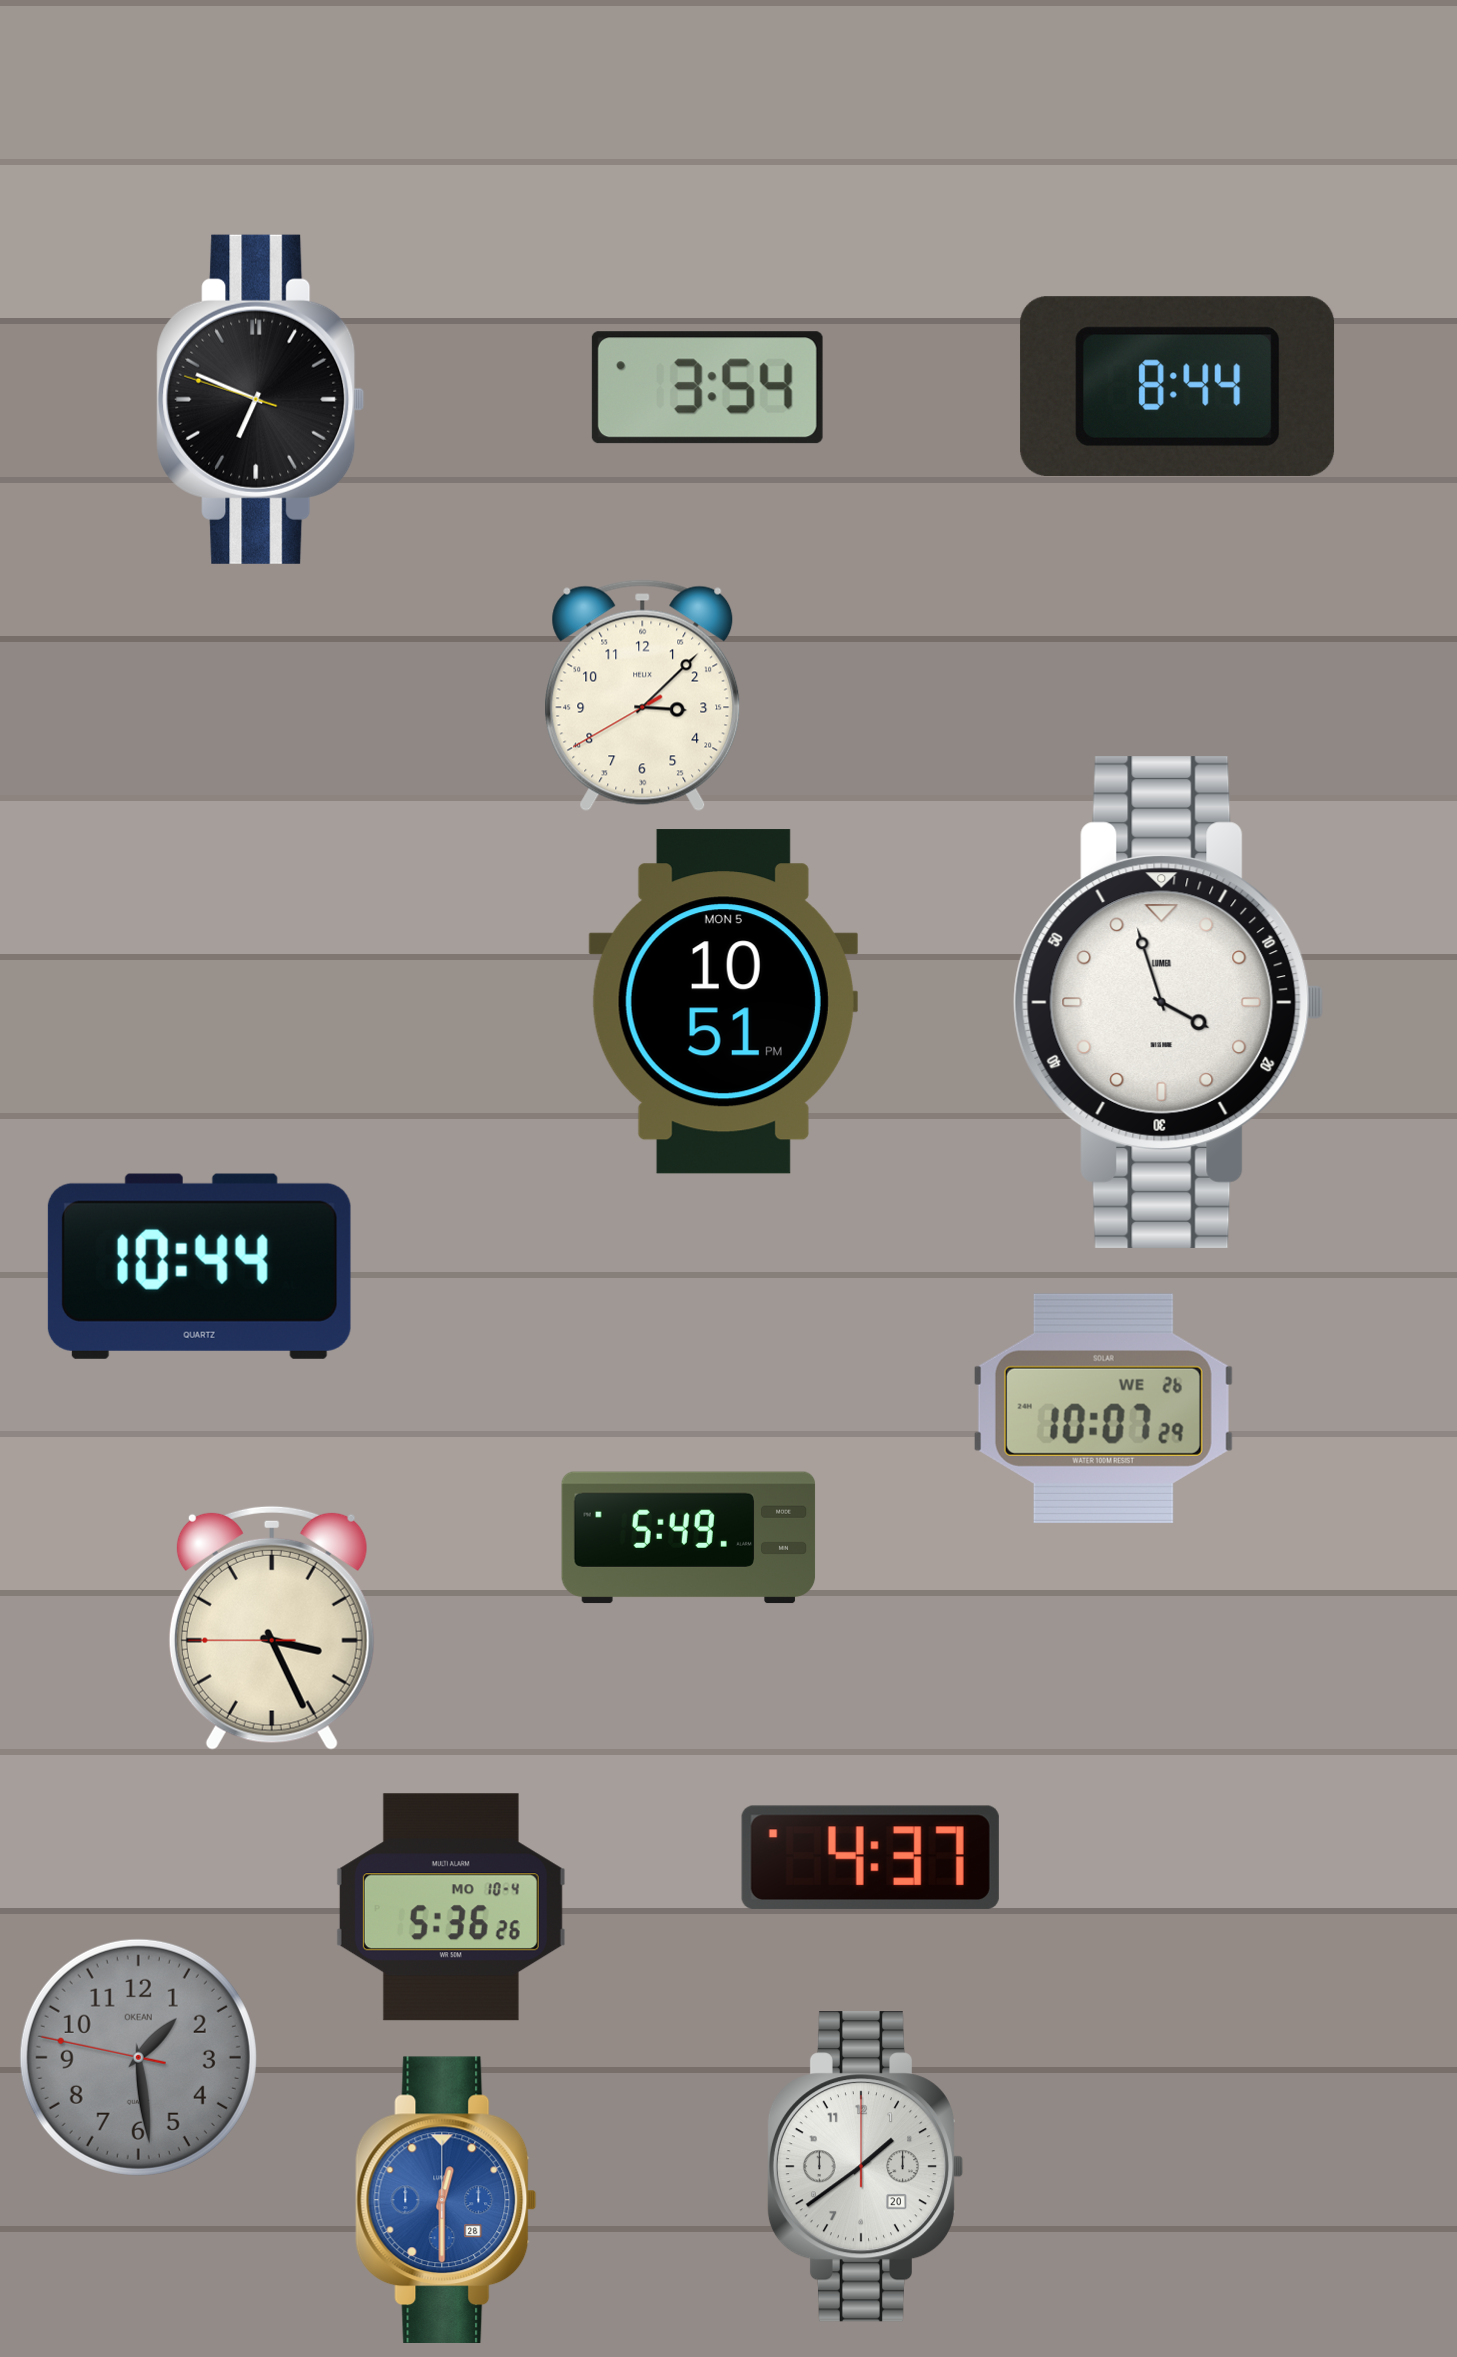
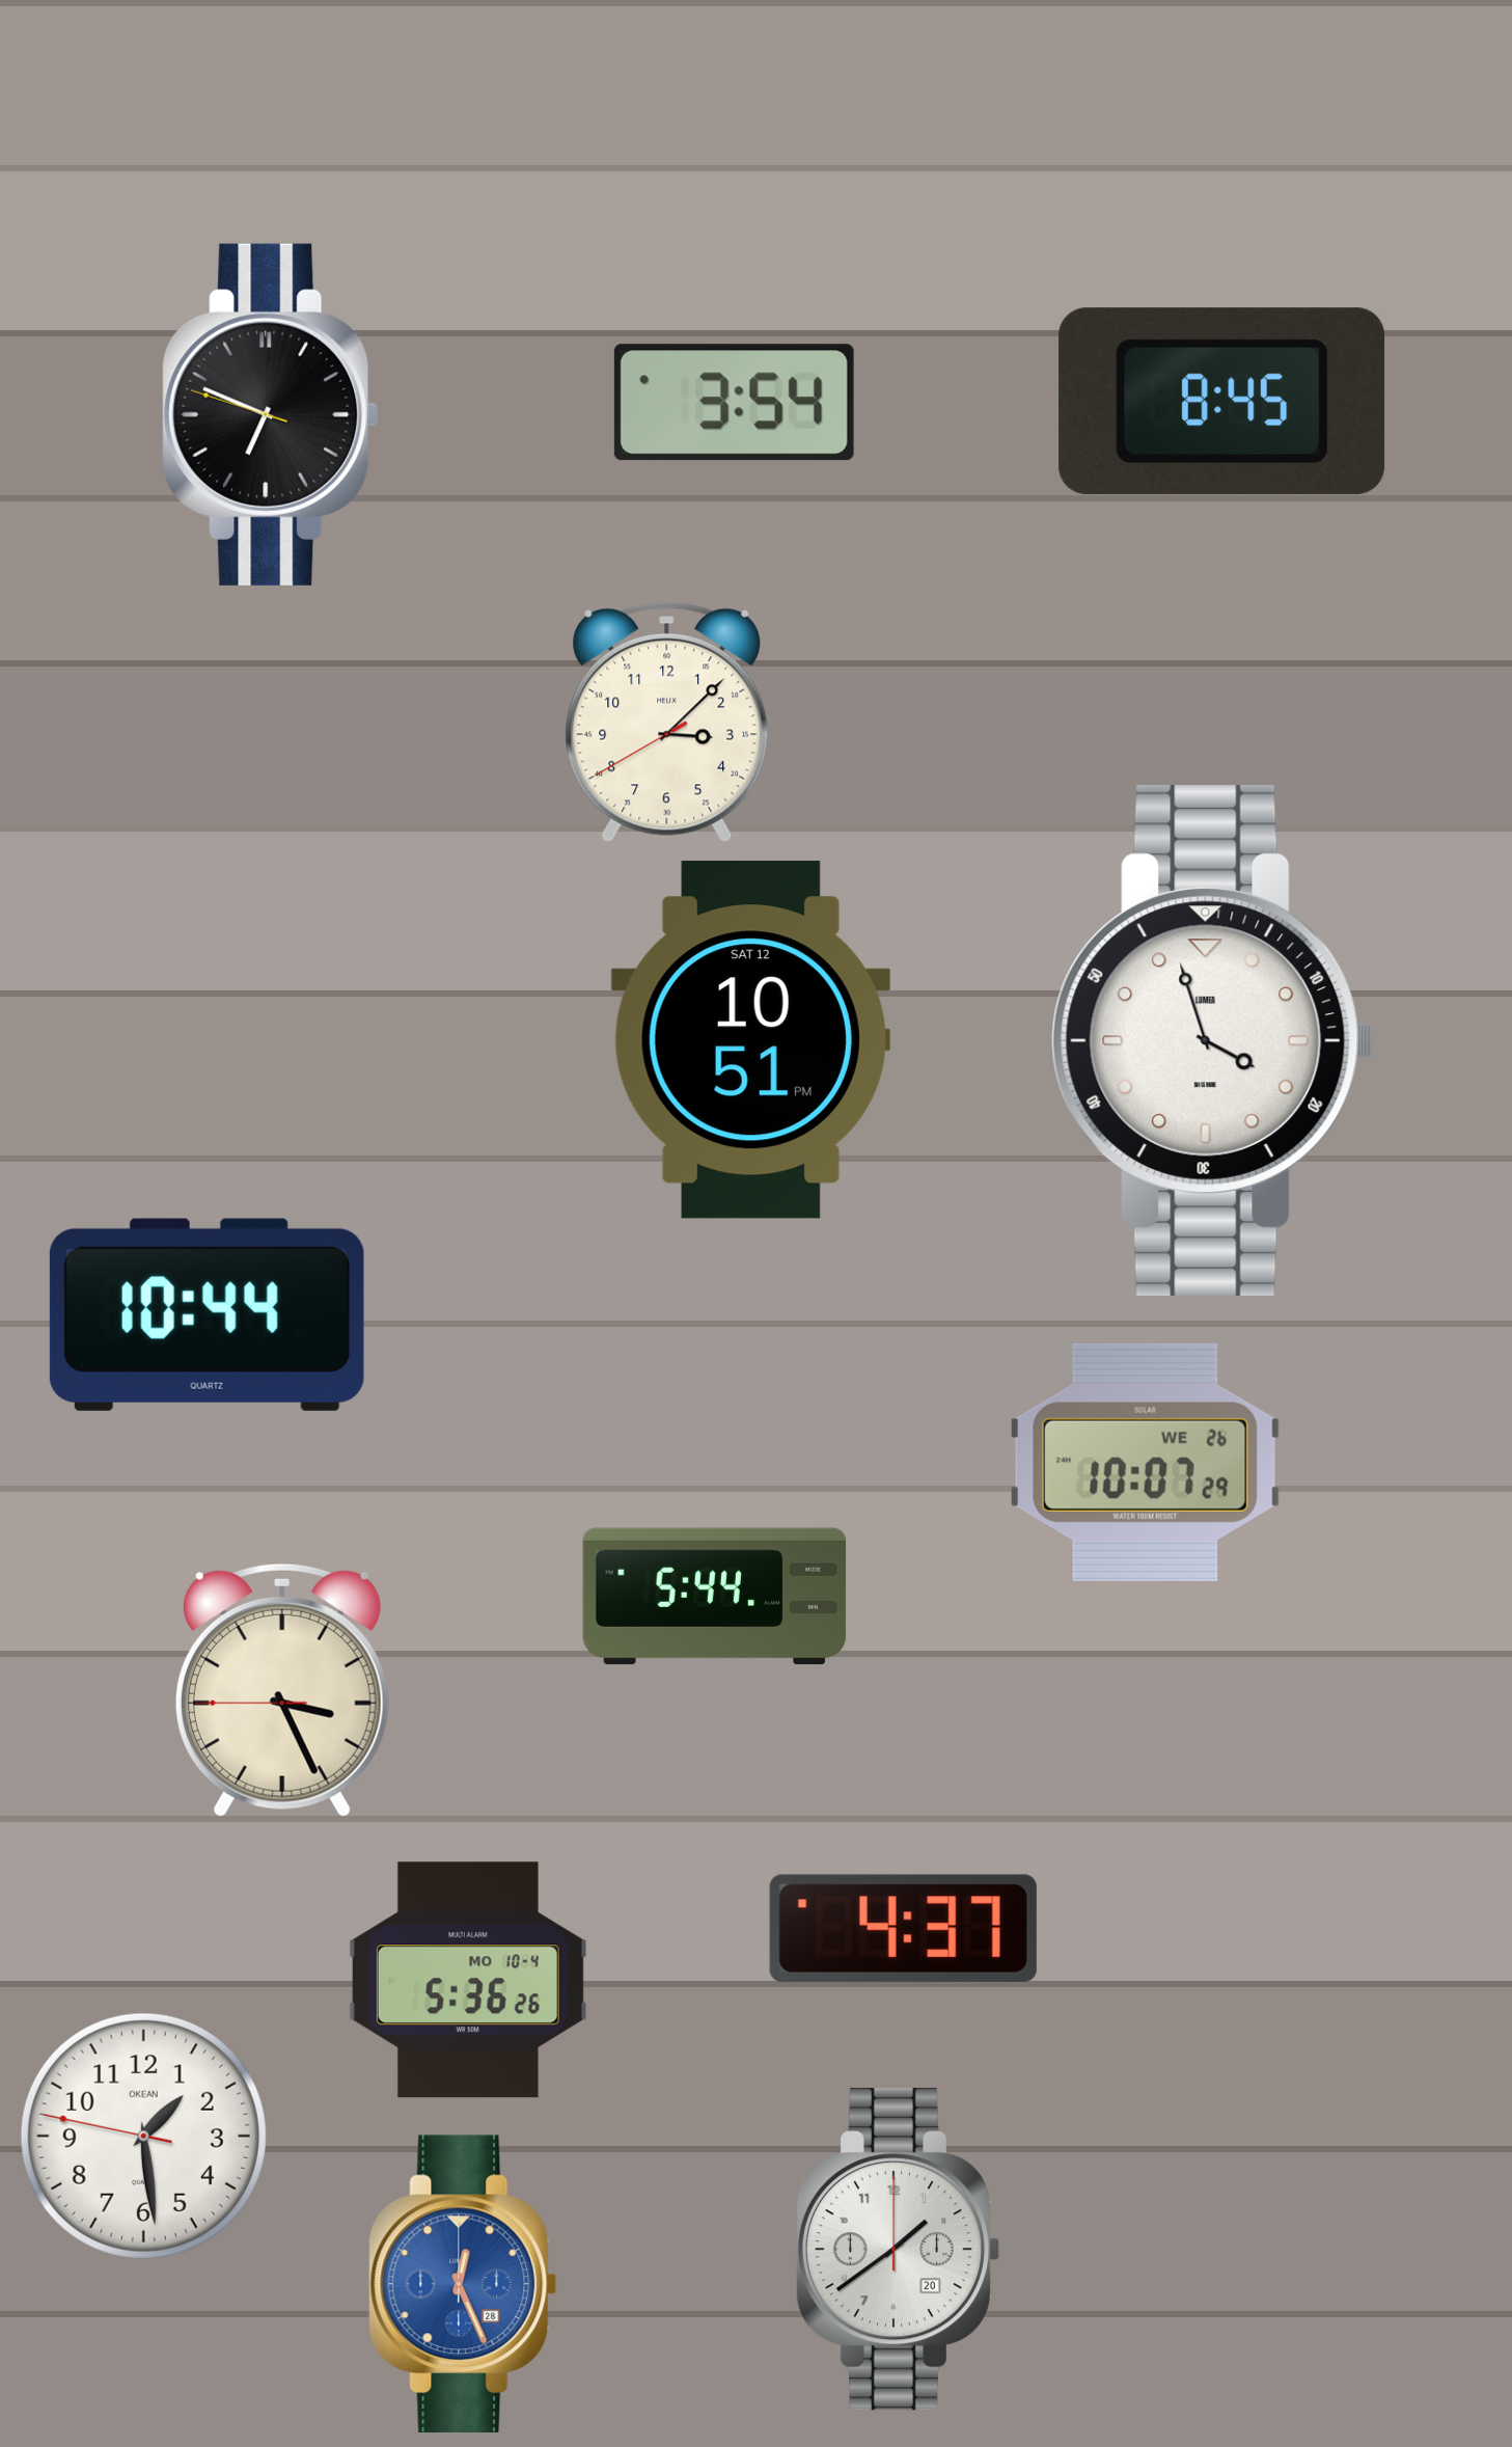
clock at (1178, 386): 8:44 -> 8:45
clock at (723, 1002) date: MON 5 -> SAT 12
clock at (689, 1538): 5:49 -> 5:44
clock at (138, 2057) dial: grey -> white
clock at (446, 2199): 12:30 -> 12:26
